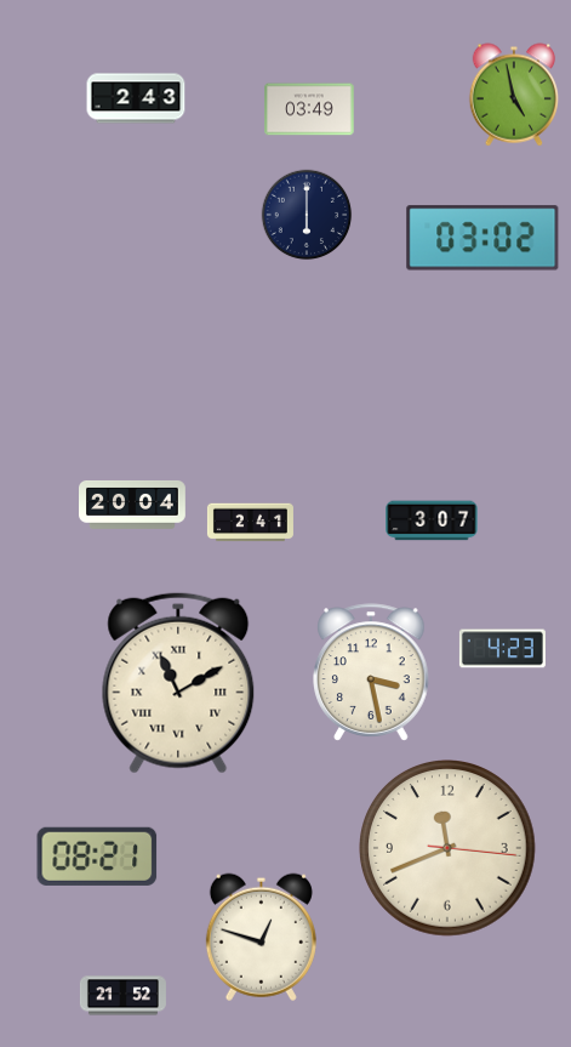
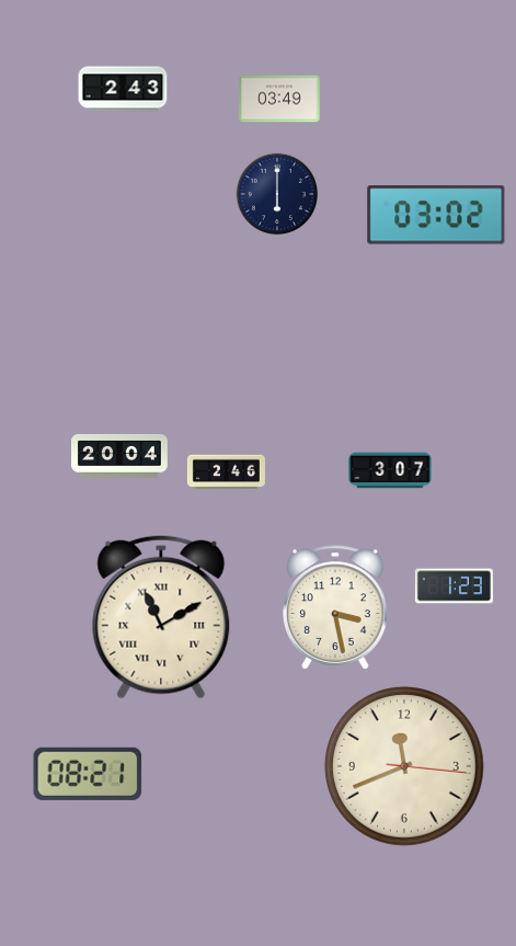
clock at (514, 95): 4:58 -> none
clock at (250, 523): 2:41 -> 2:46
clock at (502, 649): 4:23 -> 1:23
clock at (261, 937): 12:48 -> none
clock at (122, 996): 21:52 -> none
